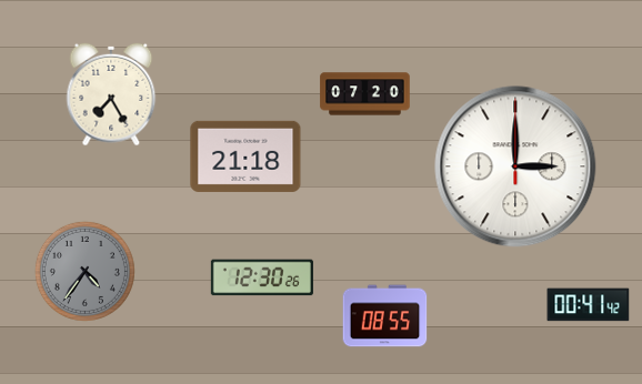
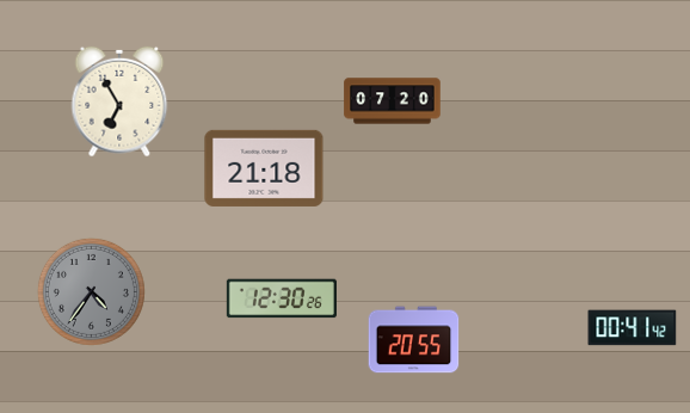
clock at (111, 94): 7:25 -> 6:55
clock at (515, 166): 3:00 -> none
clock at (385, 316): 08:55 -> 20:55
